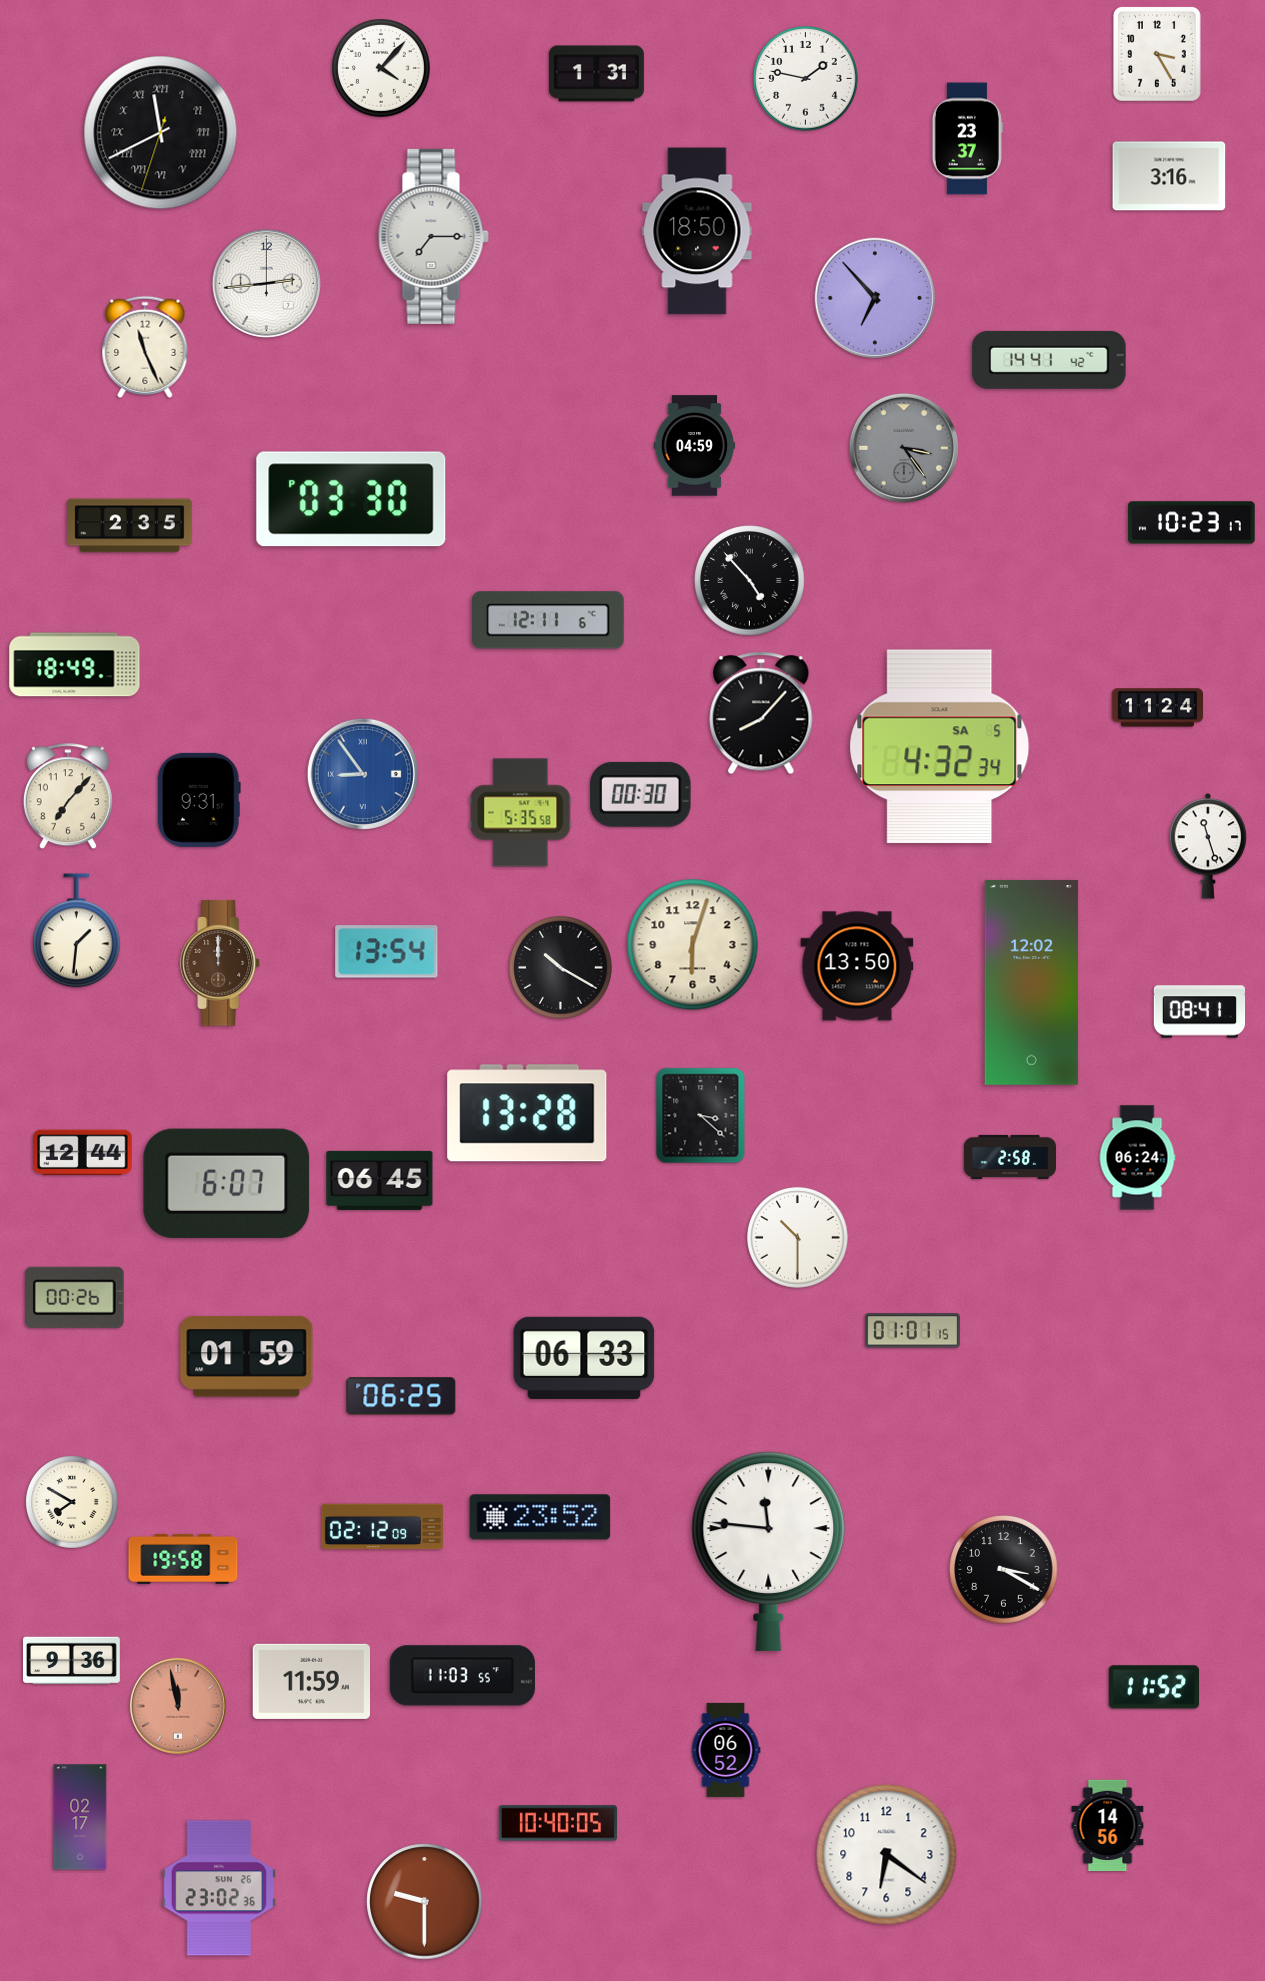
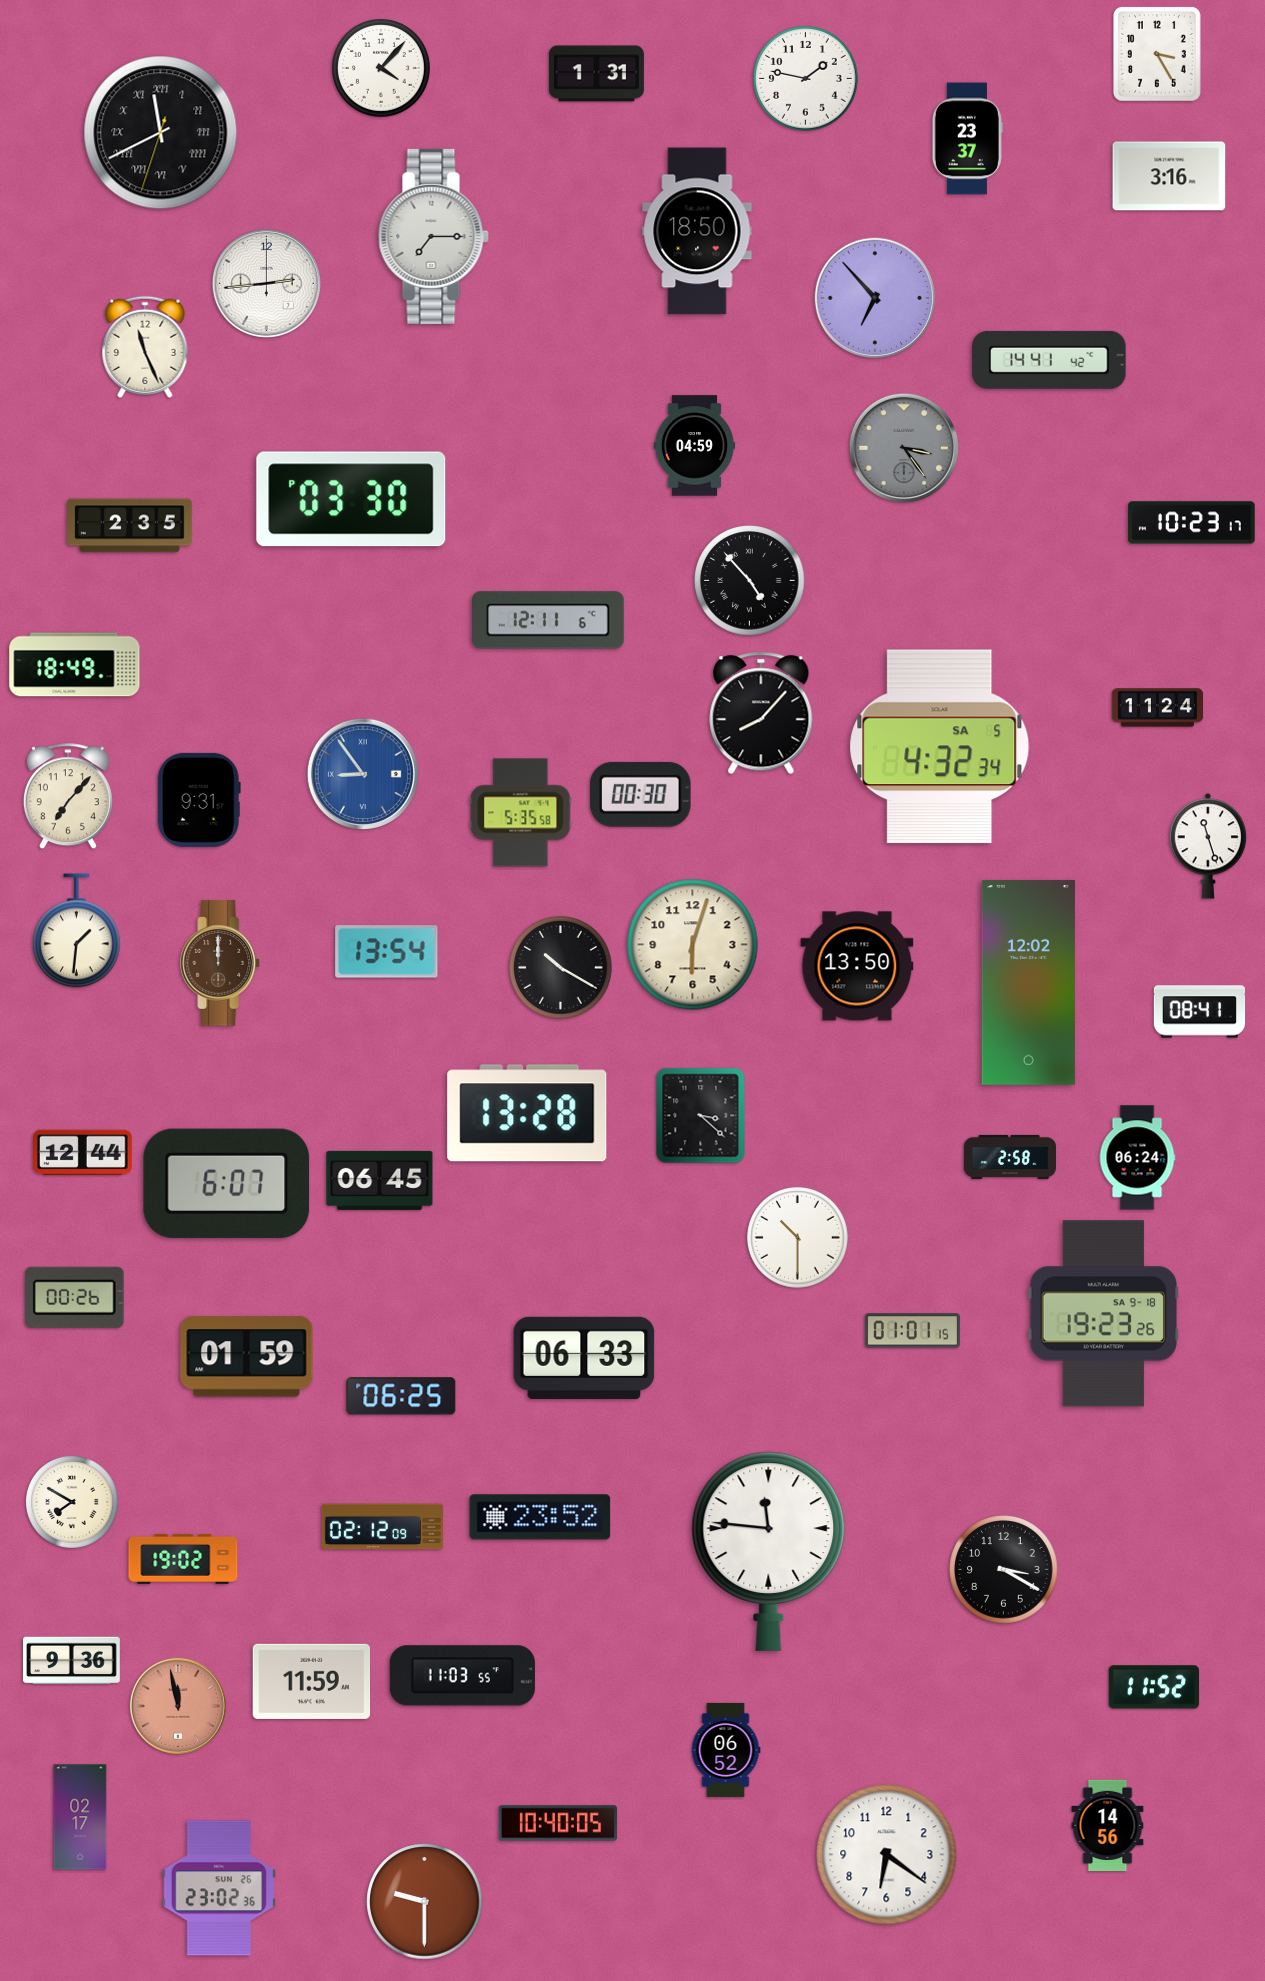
clock at (1031, 982) position: (1031, 982) -> (1028, 982)
clock at (1104, 1314): none -> 19:23
clock at (183, 1559): 19:58 -> 19:02
